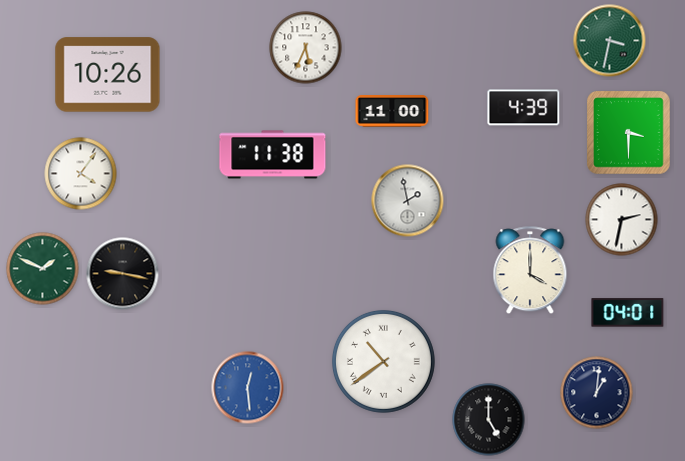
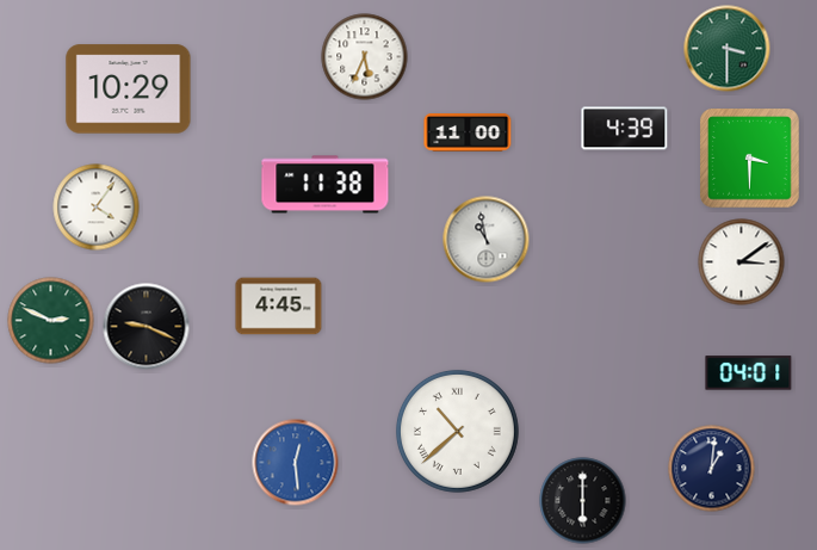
clock at (610, 41): 3:32 -> 3:30
clock at (108, 75): 10:26 -> 10:29
clock at (408, 201): 1:58 -> 10:58
clock at (622, 220): 2:32 -> 3:09
clock at (279, 307): none -> 4:45
clock at (43, 269): 1:49 -> 2:49
clock at (530, 271): 4:00 -> none
clock at (123, 274): 9:17 -> 9:19
clock at (383, 361): 10:39 -> 10:38
clock at (489, 420): 5:00 -> 6:00
